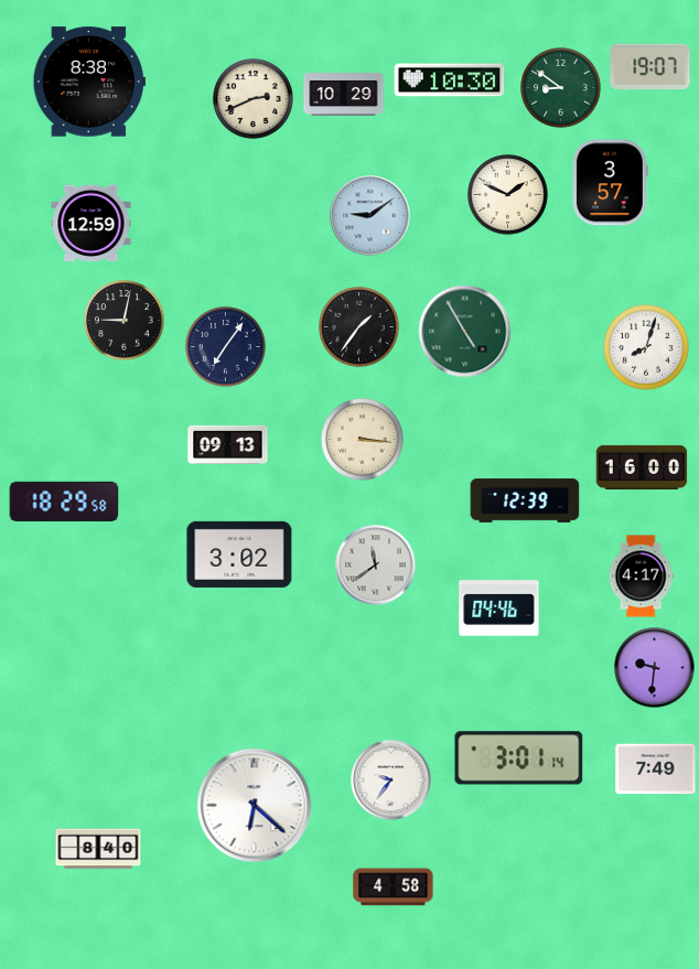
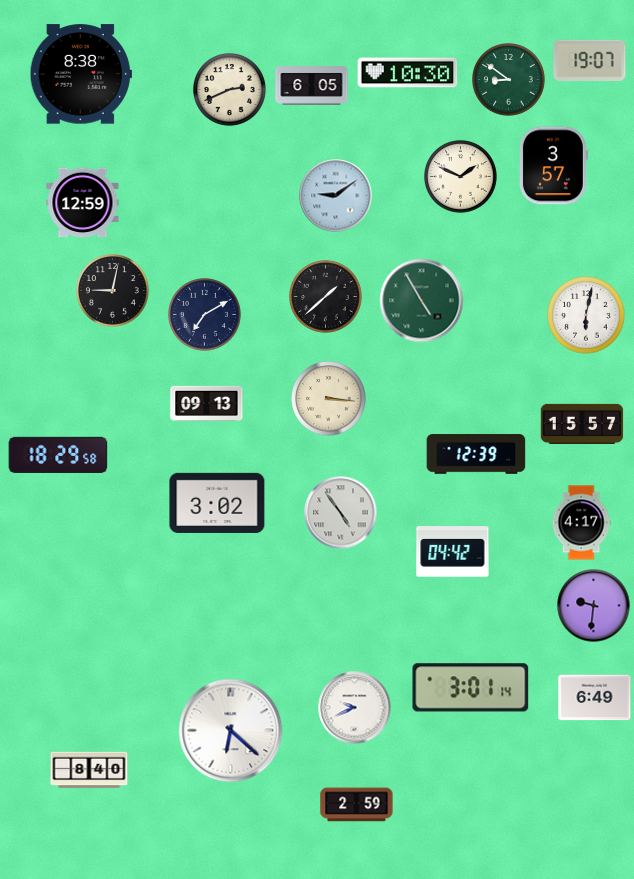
clock at (344, 95): 10:29 -> 6:05
clock at (359, 327): 1:36 -> 1:38
clock at (226, 347): 7:06 -> 7:10
clock at (646, 347): 8:03 -> 6:02
clock at (642, 467): 16:00 -> 15:57
clock at (376, 566): 11:39 -> 4:54
clock at (499, 609): 04:46 -> 04:42
clock at (656, 769): 7:49 -> 6:49
clock at (391, 780): 9:36 -> 9:41
clock at (394, 887): 4:58 -> 2:59
